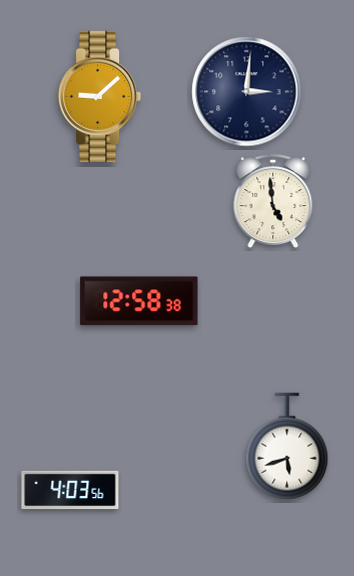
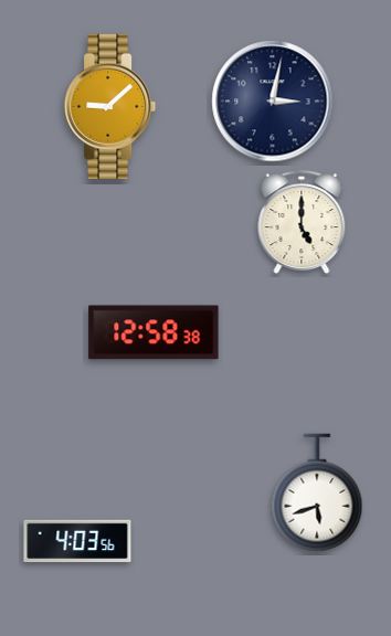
clock at (247, 92): 3:01 -> 3:02
clock at (273, 202): 4:59 -> 5:00
